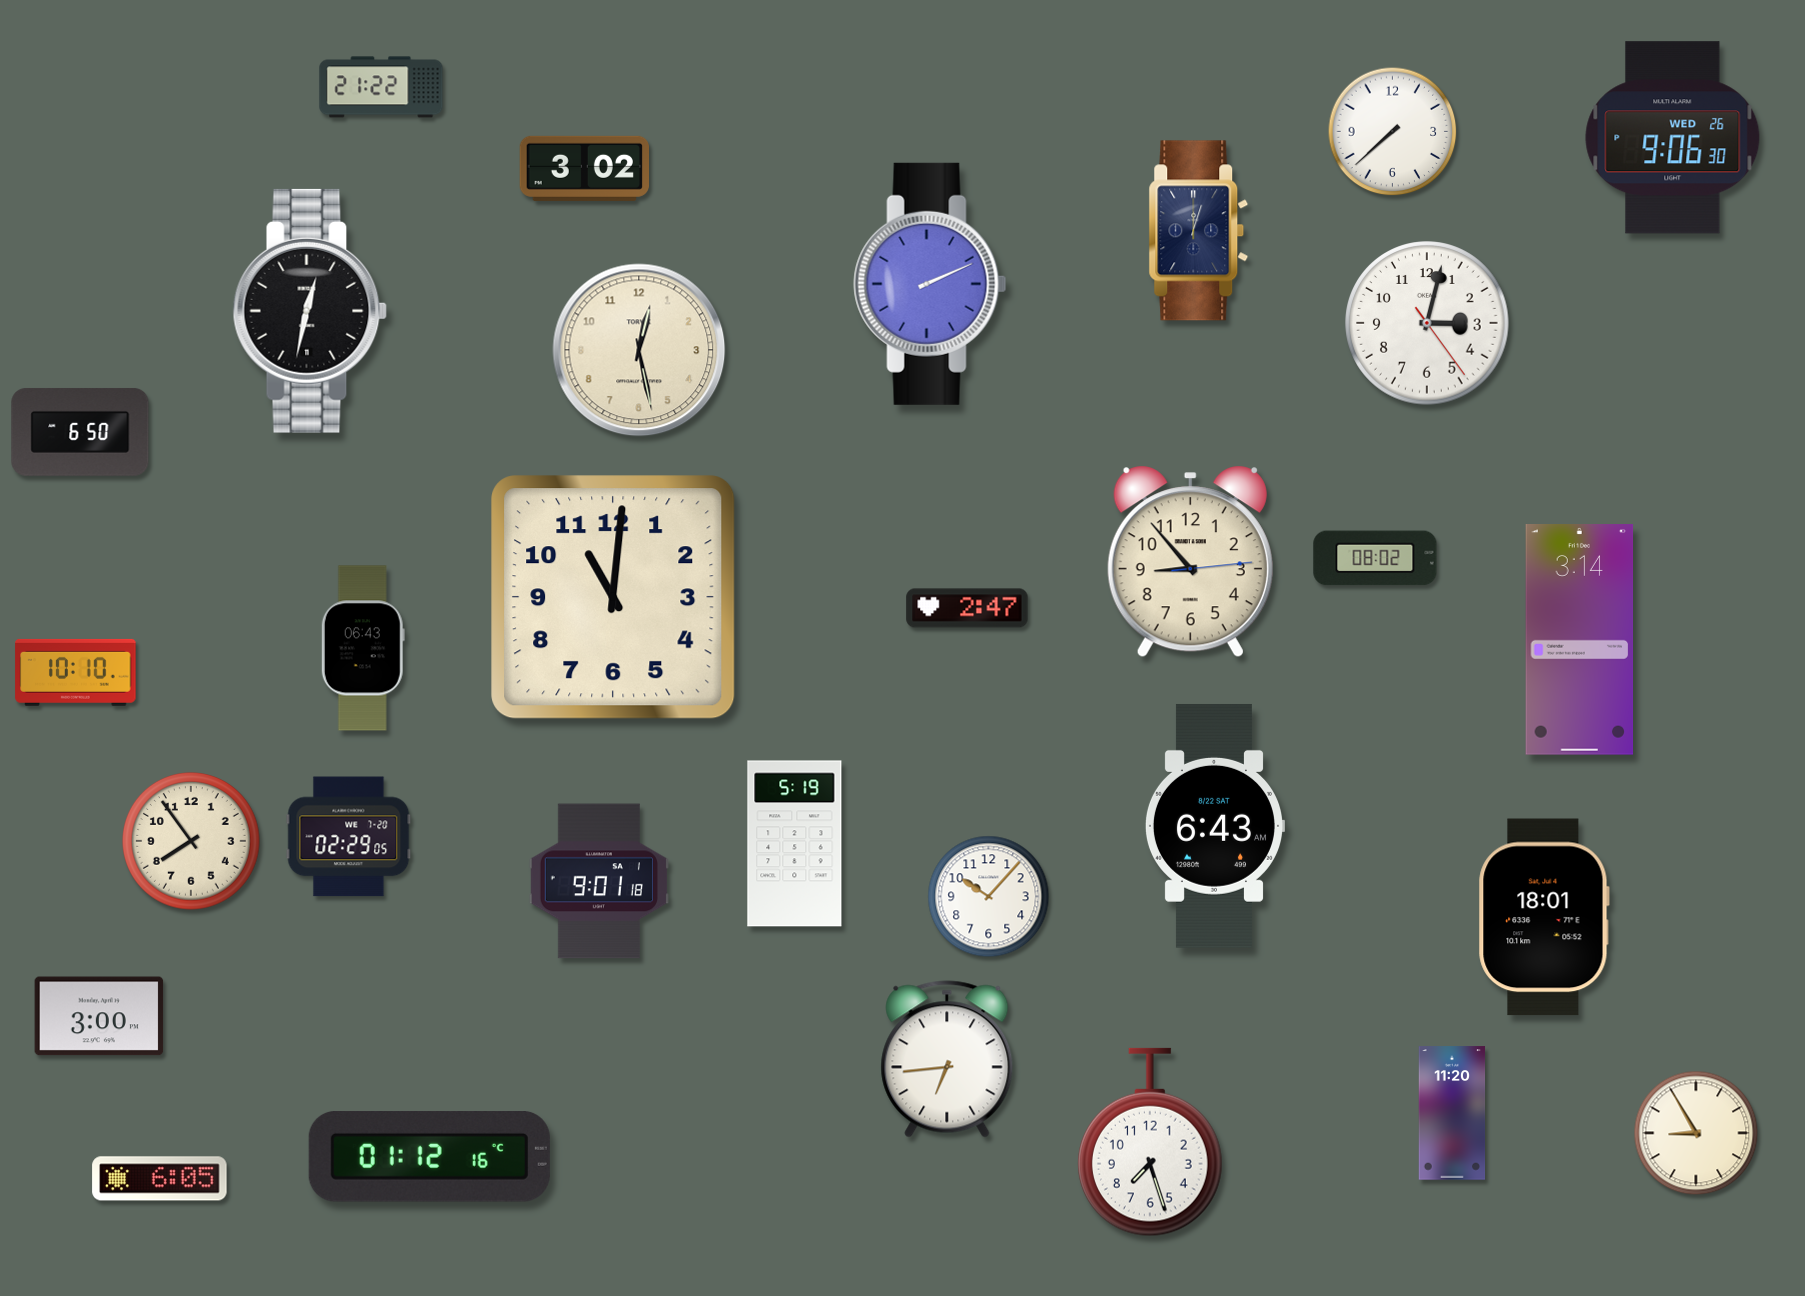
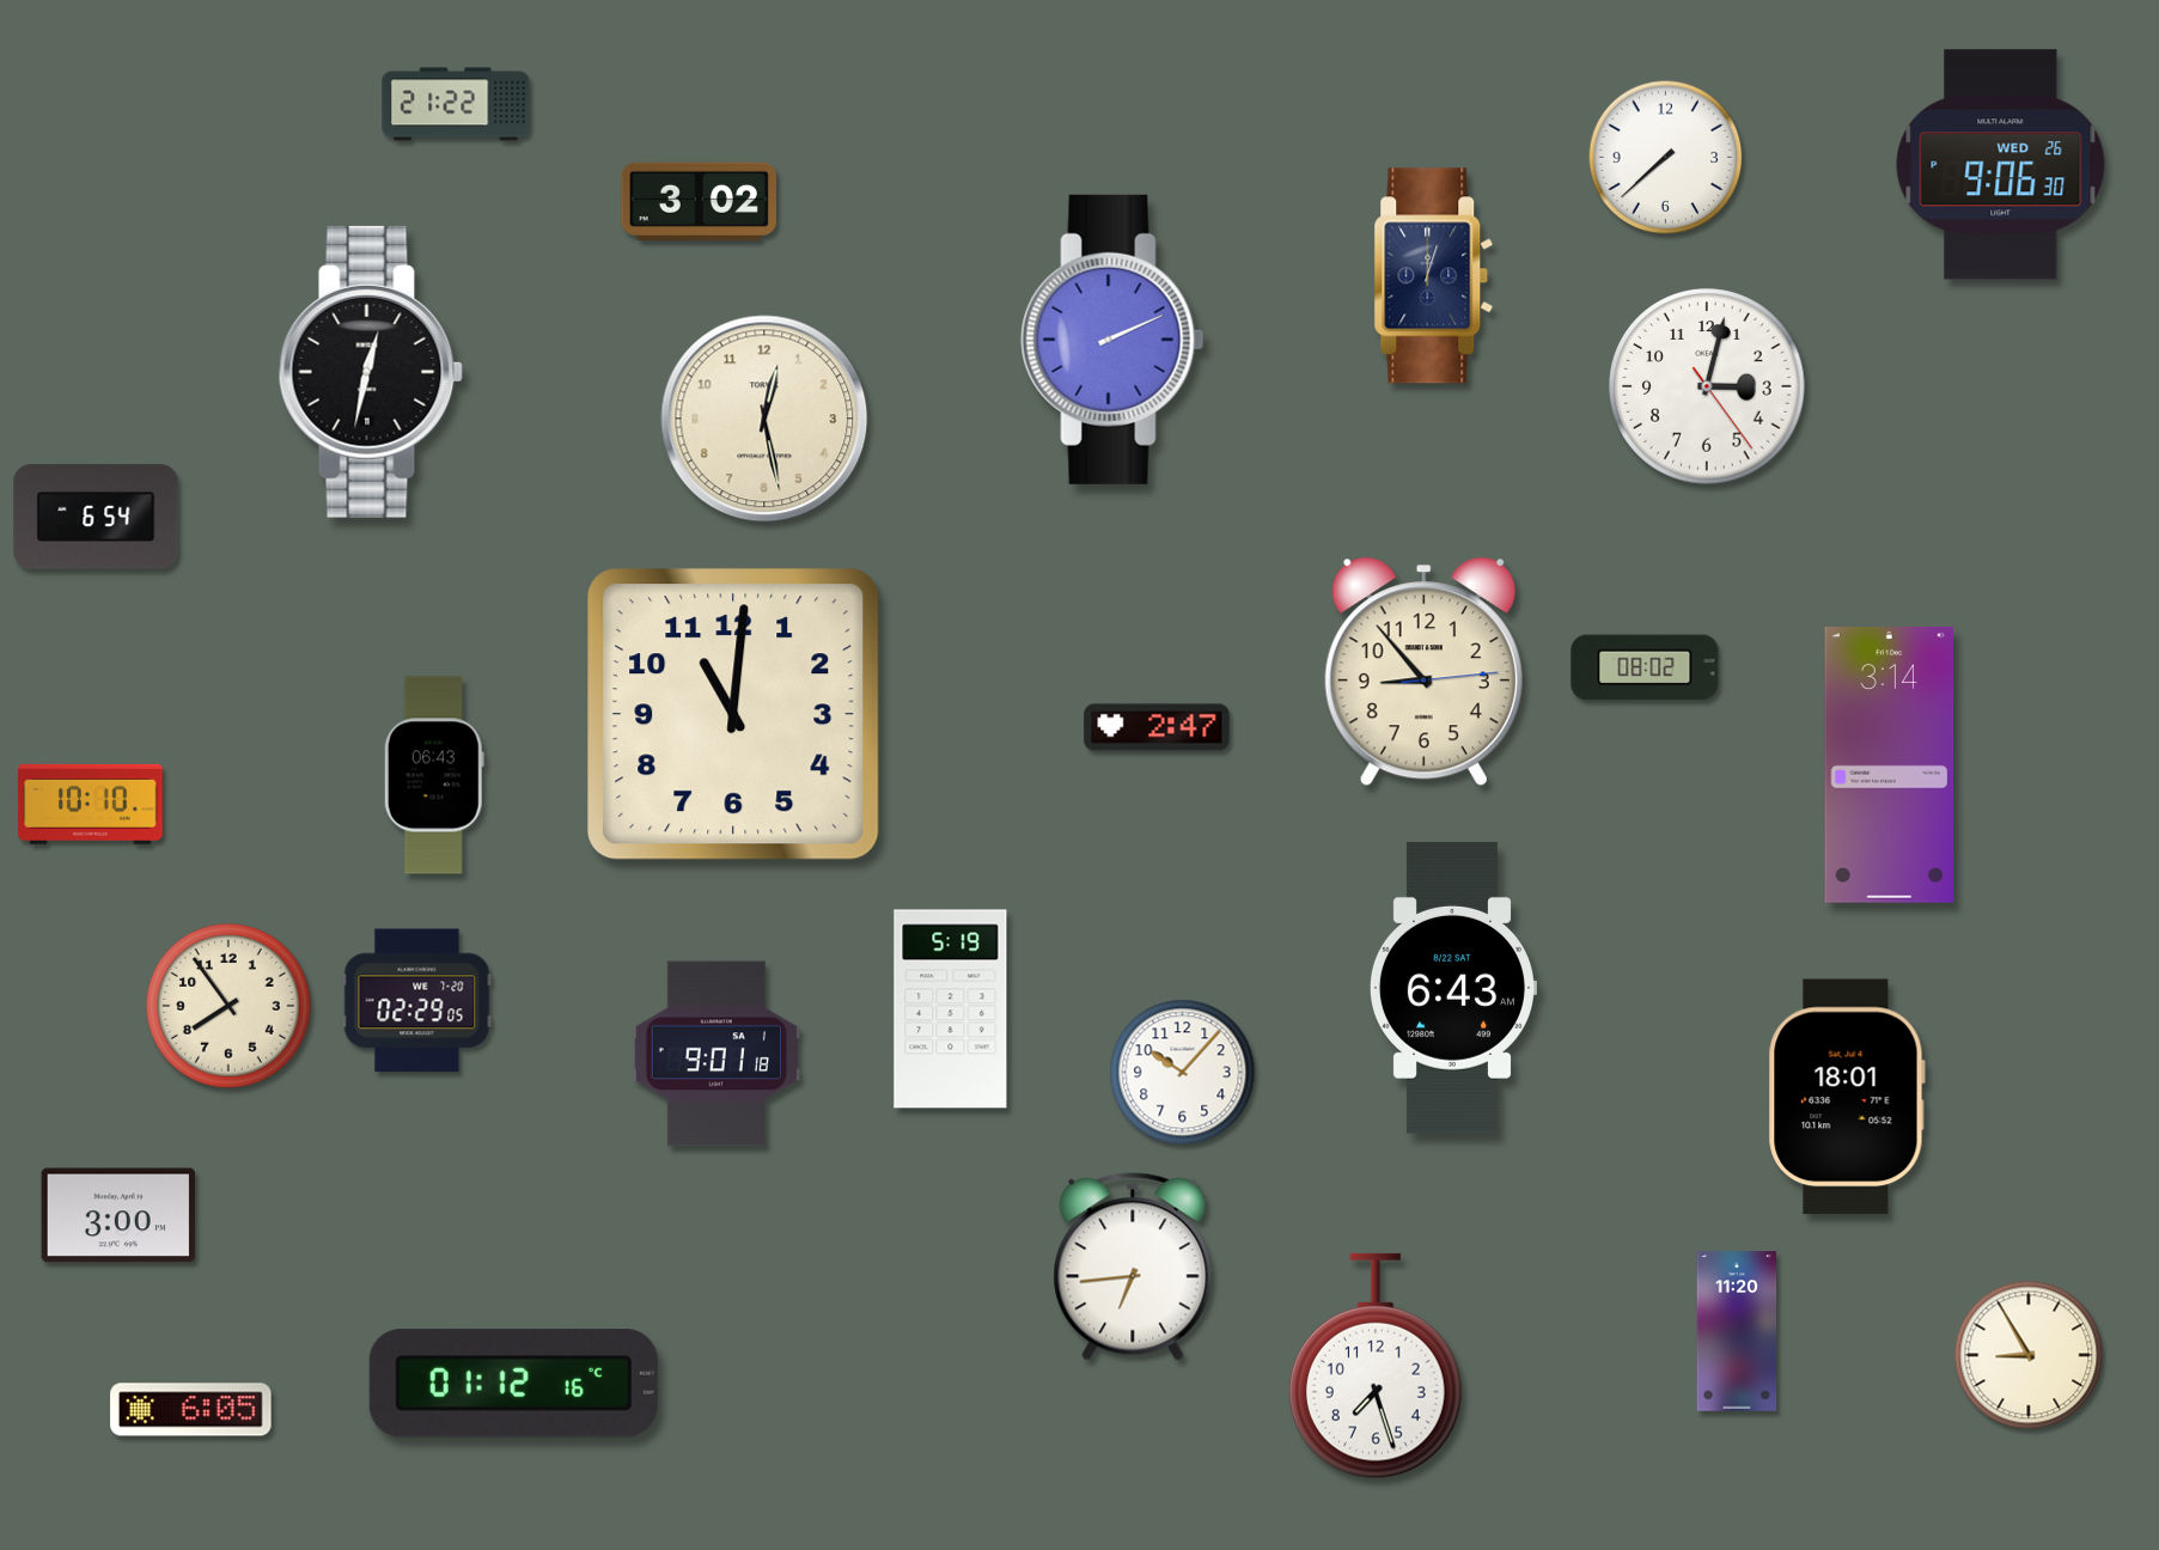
clock at (80, 432): 6:50 -> 6:54
